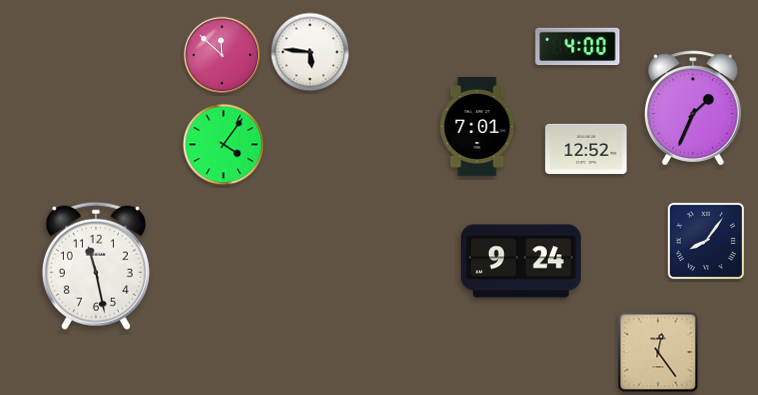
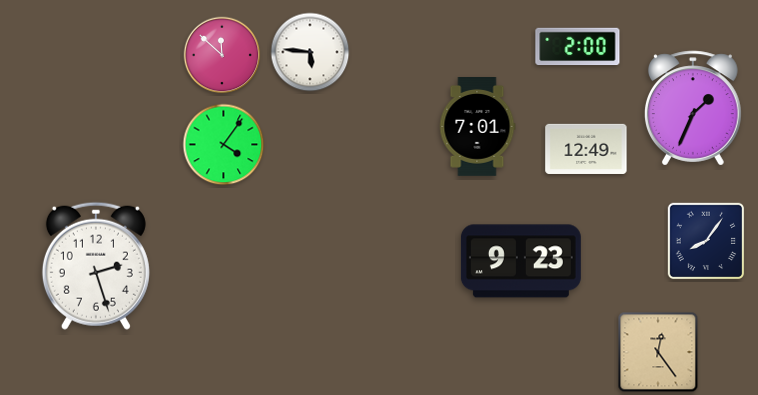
clock at (578, 47): 4:00 -> 2:00
clock at (586, 149): 12:52 -> 12:49
clock at (521, 261): 9:24 -> 9:23
clock at (96, 266): 11:28 -> 2:27
